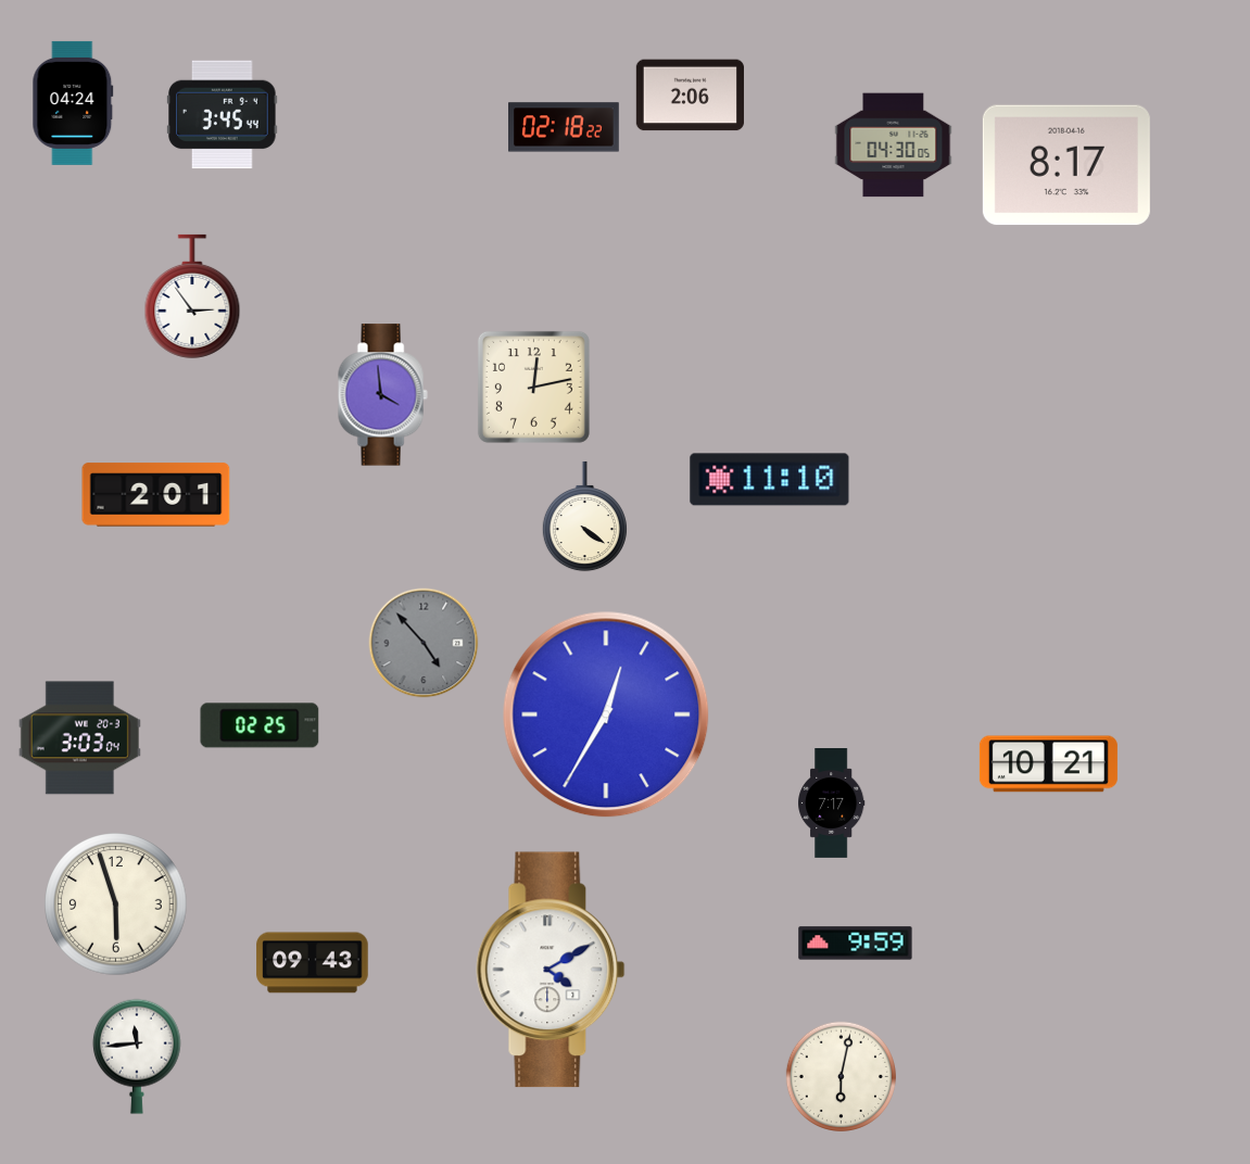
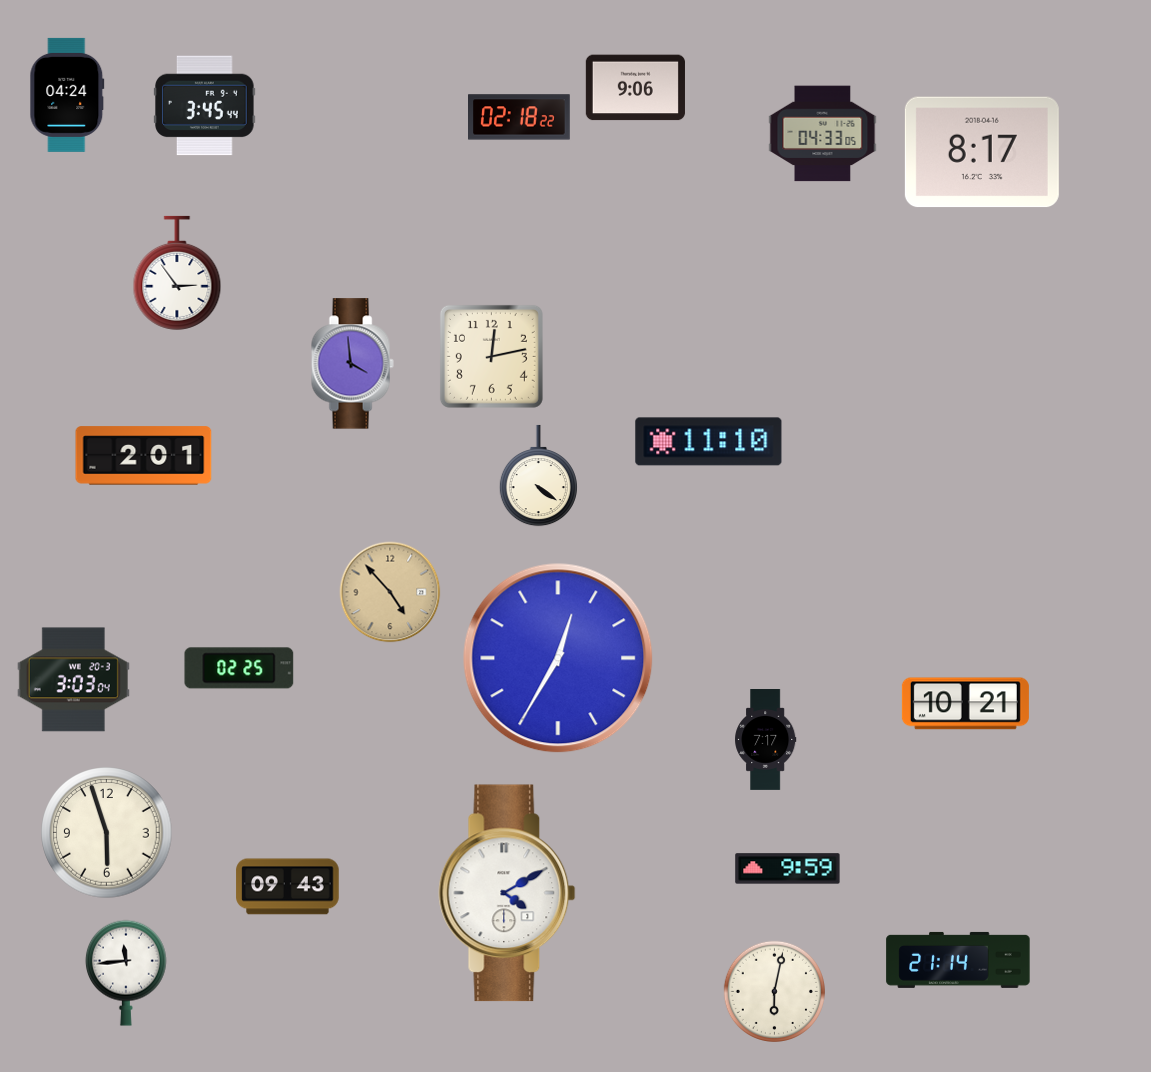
clock at (690, 96): 2:06 -> 9:06
clock at (894, 145): 04:30 -> 04:33
clock at (424, 643) dial: grey -> champagne
clock at (958, 960): none -> 21:14
